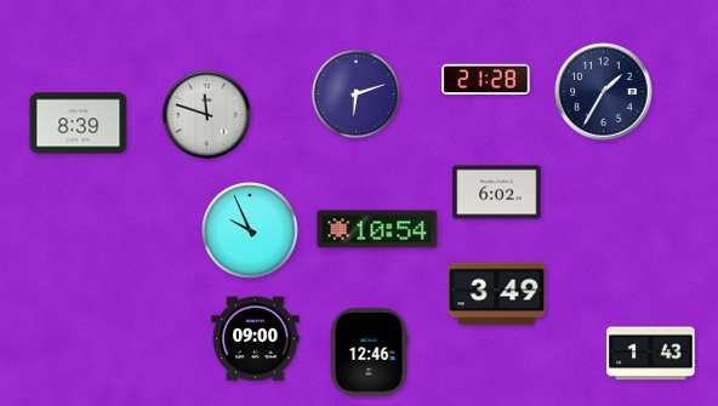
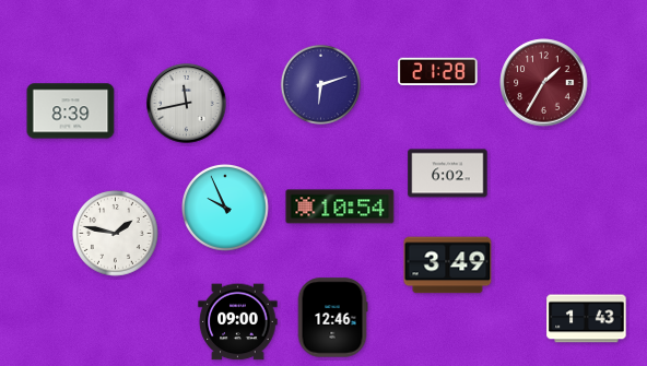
clock at (604, 92) dial: navy -> burgundy
clock at (207, 115): 11:48 -> 11:43
clock at (116, 234): none -> 1:47
clock at (256, 339) position: (256, 339) -> (238, 322)
